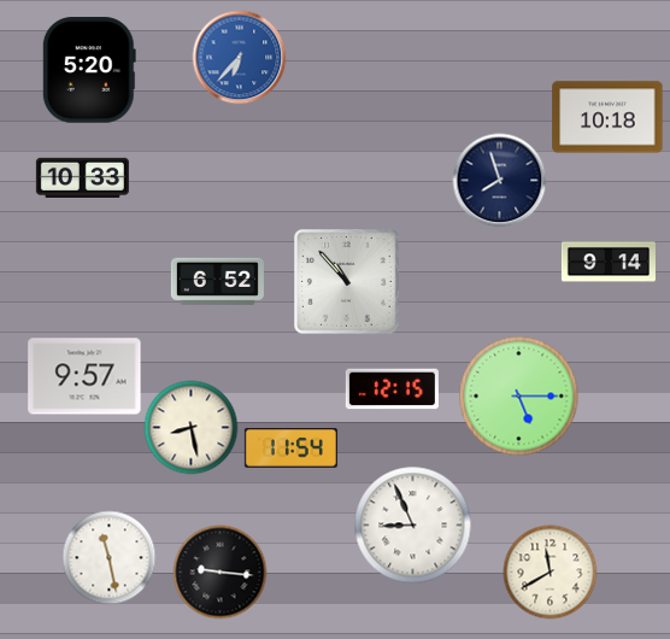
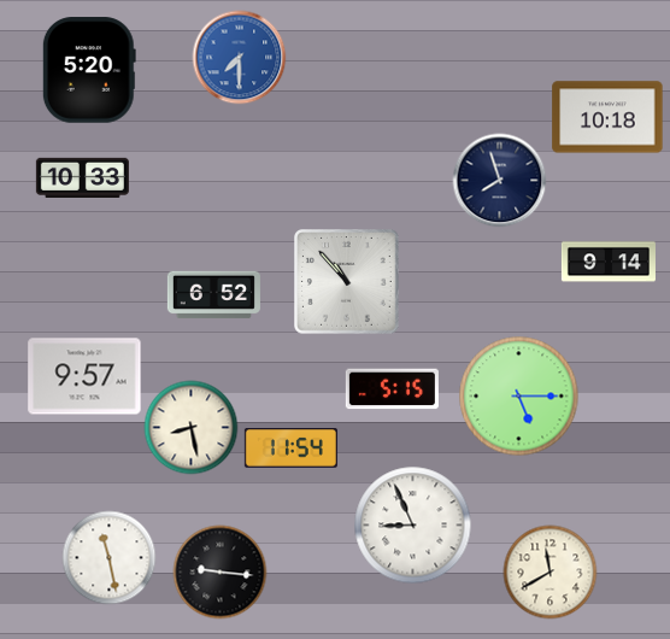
clock at (239, 57): 6:37 -> 7:30
clock at (217, 282) position: (217, 282) -> (213, 295)
clock at (392, 389): 12:15 -> 5:15
